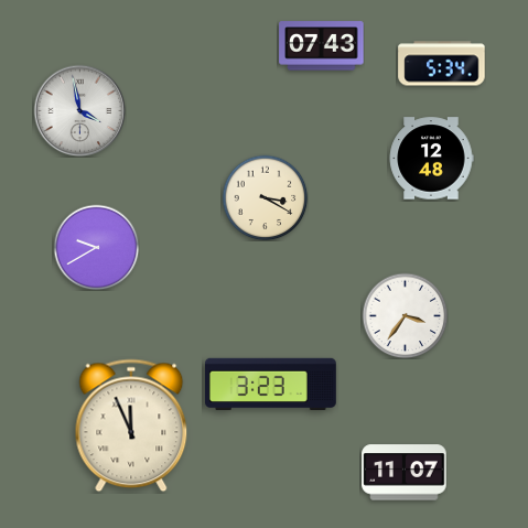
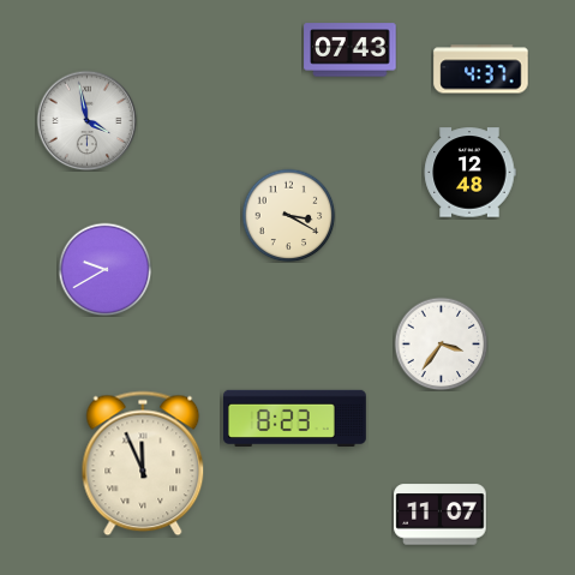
clock at (442, 64): 5:34 -> 4:37
clock at (271, 384): 3:23 -> 8:23
